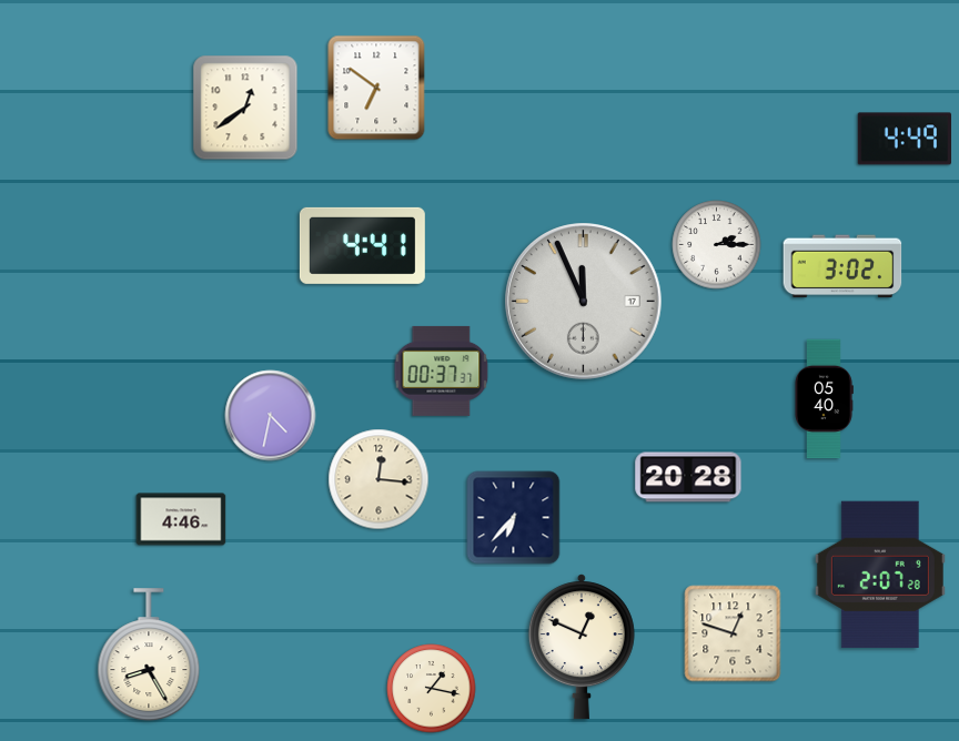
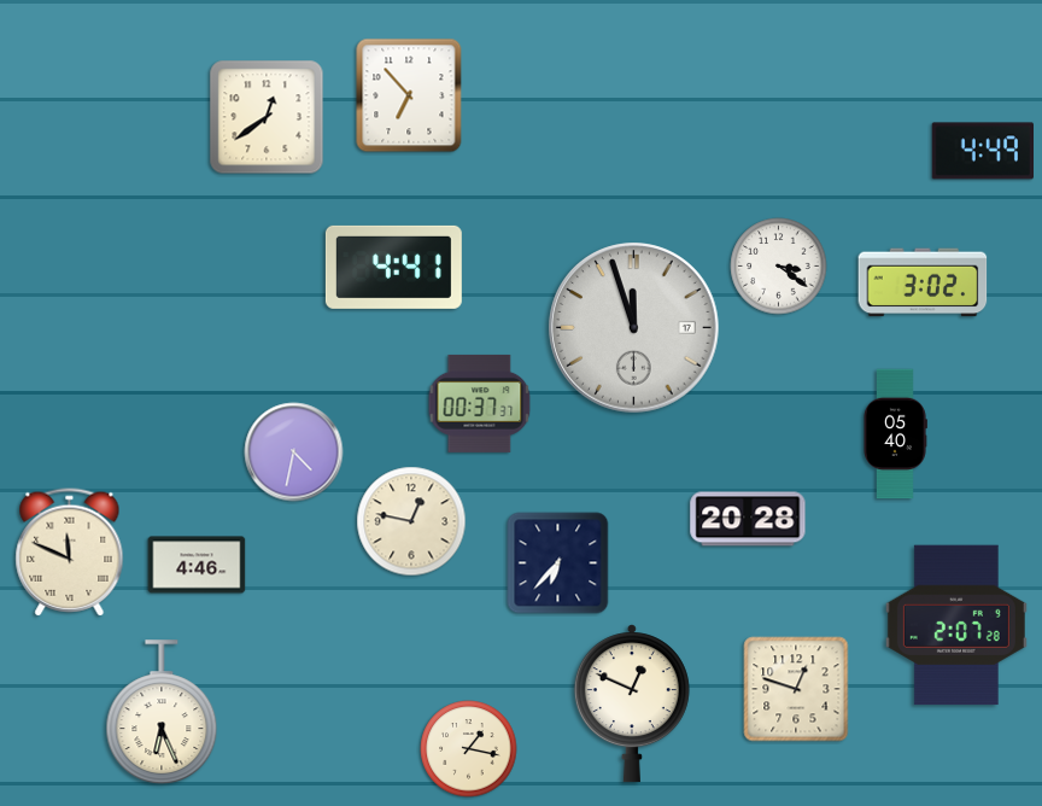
clock at (376, 88): 6:51 -> 6:53
clock at (717, 245): 2:15 -> 3:21
clock at (842, 266) position: (842, 266) -> (923, 282)
clock at (584, 302): 11:56 -> 11:57
clock at (378, 479): 12:16 -> 12:47
clock at (70, 553): none -> 11:49
clock at (149, 654): 8:25 -> 6:26
